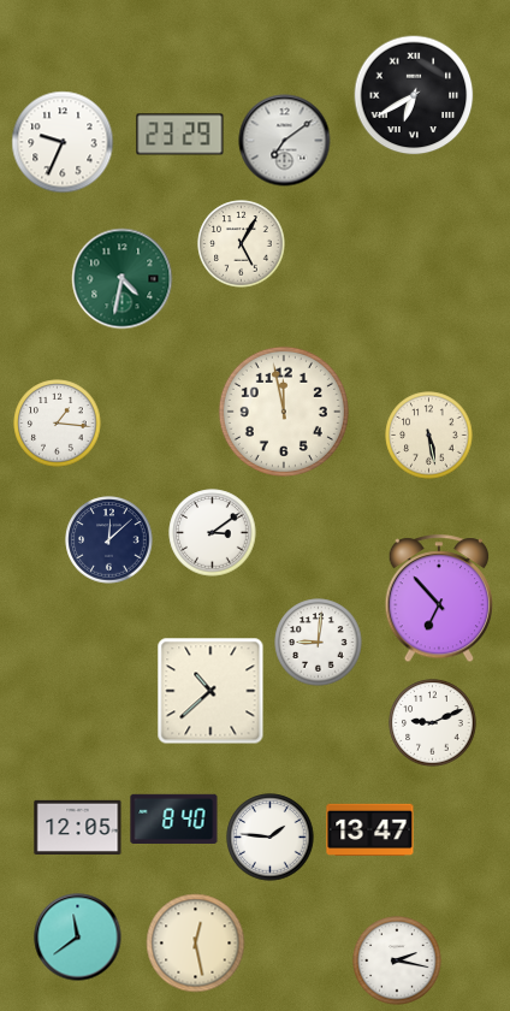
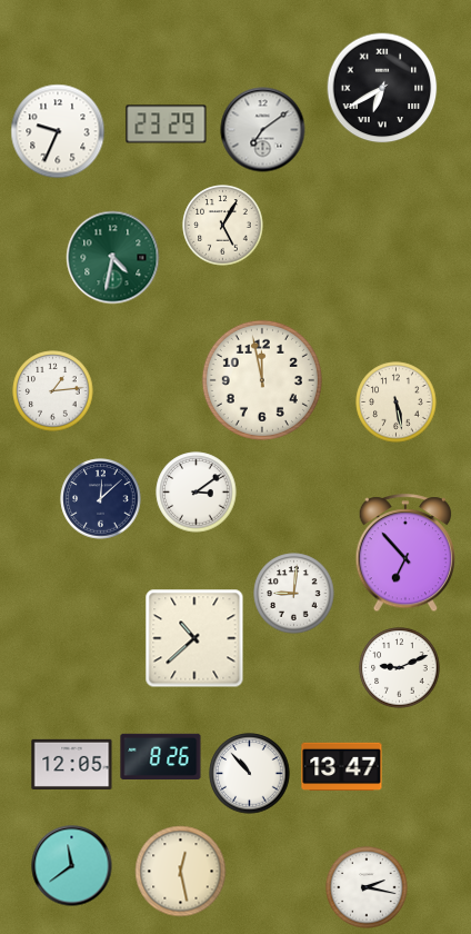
clock at (58, 424): 1:16 -> 1:14
clock at (174, 820): 8:40 -> 8:26
clock at (271, 838): 1:46 -> 10:53
